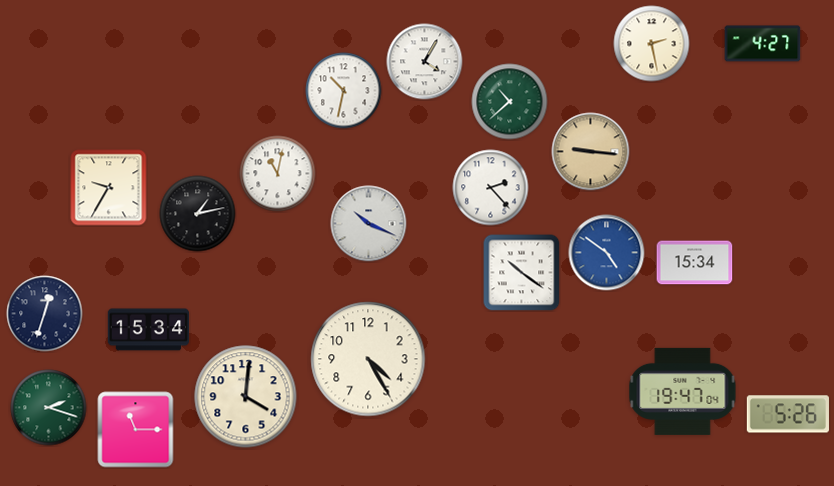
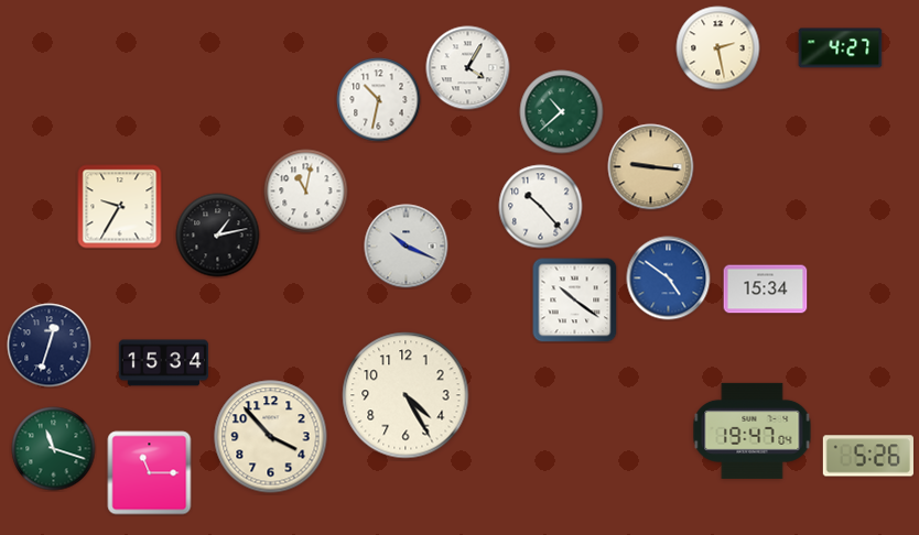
clock at (491, 188): 2:23 -> 10:23
clock at (246, 397): 4:01 -> 3:53
clock at (49, 408): 2:18 -> 11:18
